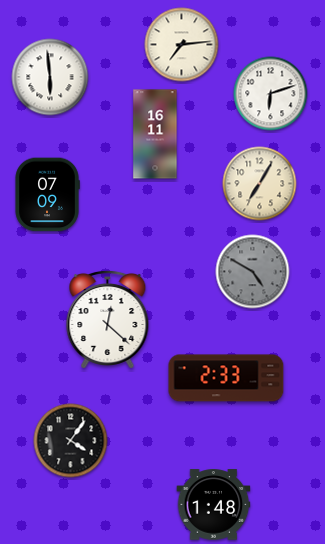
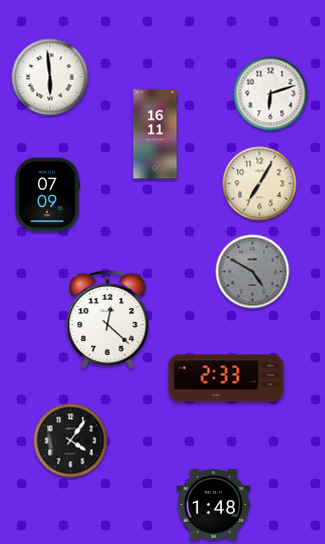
clock at (182, 45): 7:14 -> none
